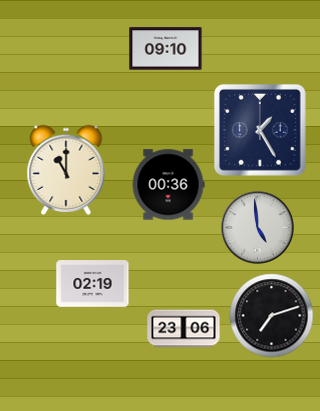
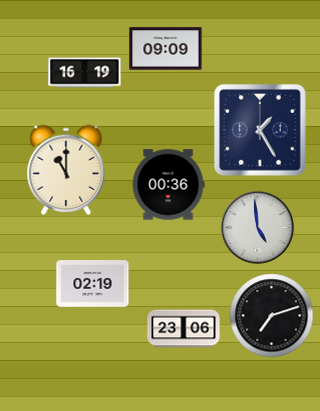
clock at (166, 49): 09:10 -> 09:09
clock at (85, 73): none -> 16:19
